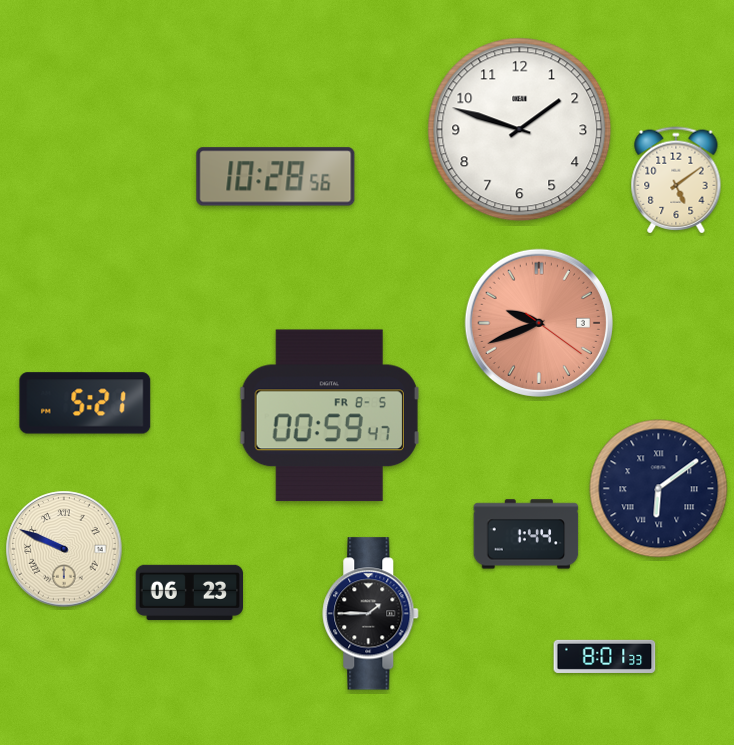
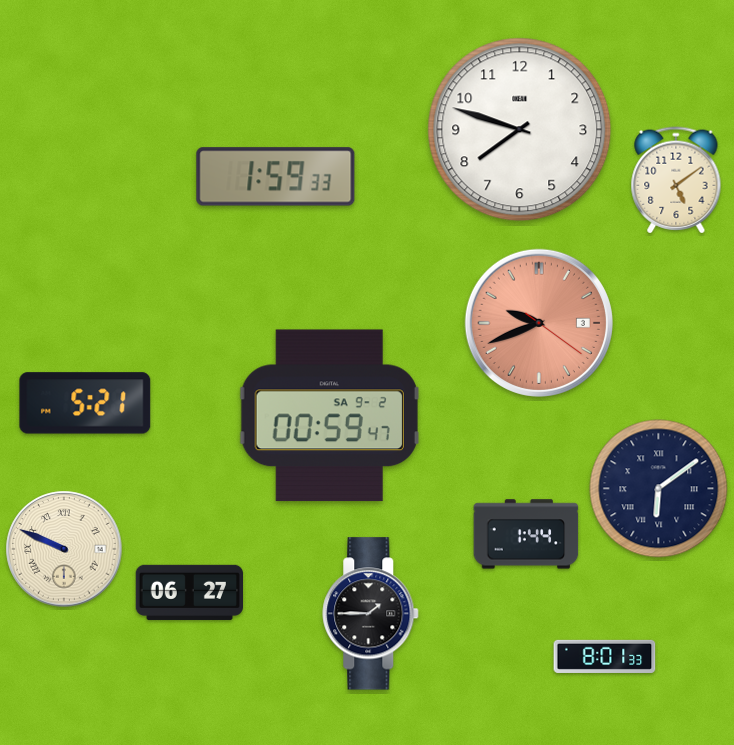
clock at (520, 130): 1:48 -> 7:48
clock at (276, 177): 10:28 -> 1:59
clock at (329, 416) date: FR 8-5 -> SA 9-2
clock at (189, 592): 06:23 -> 06:27
